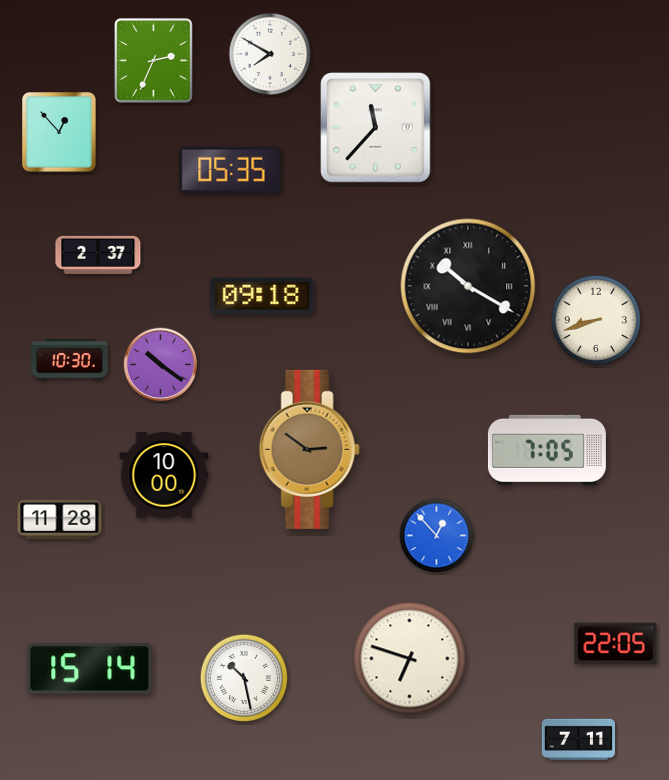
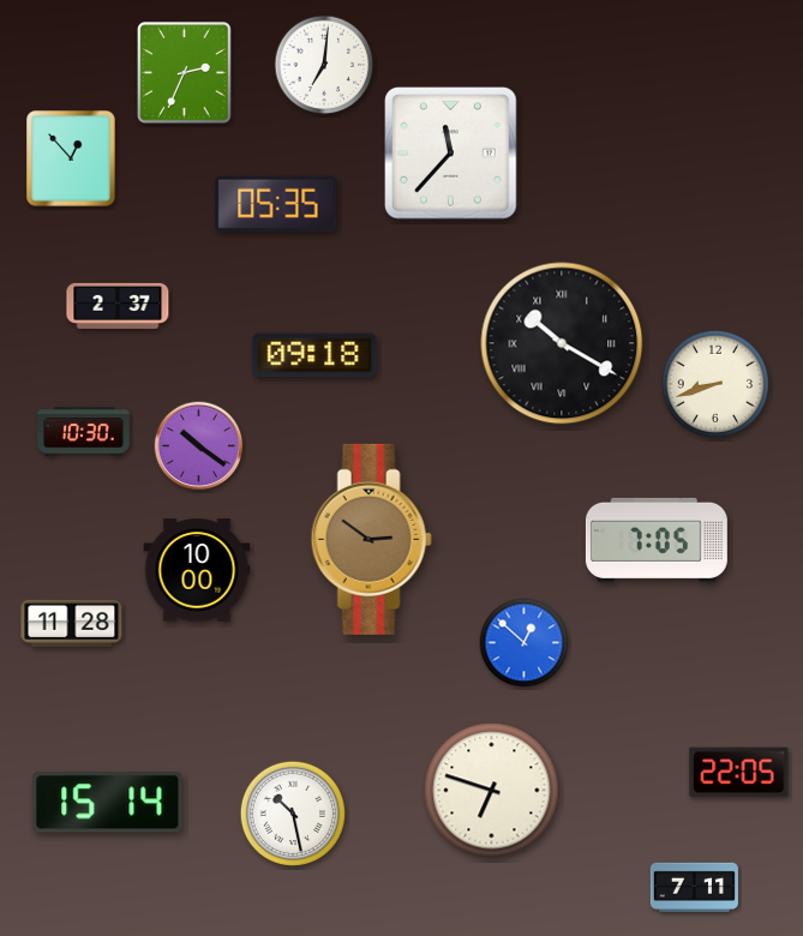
clock at (270, 54): 7:50 -> 7:01
clock at (161, 365) position: (161, 365) -> (199, 446)
clock at (437, 536): 12:53 -> 12:52
